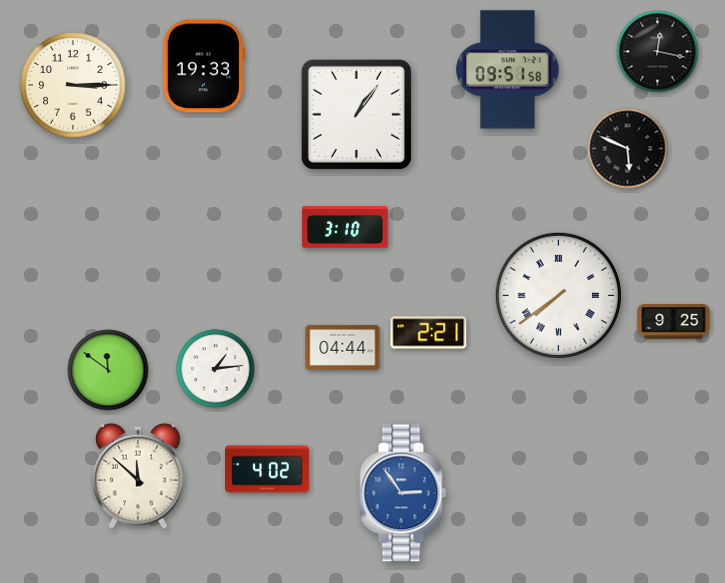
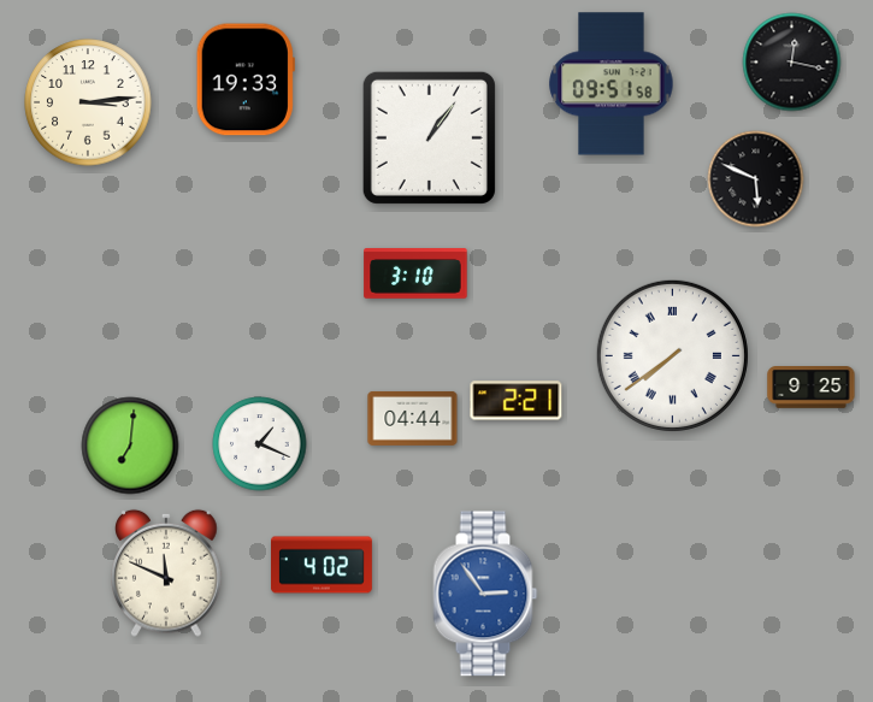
clock at (73, 85): 3:15 -> 3:14
clock at (216, 369): 1:14 -> 1:19
clock at (108, 370): 11:51 -> 7:01
clock at (138, 476): 11:52 -> 11:49
